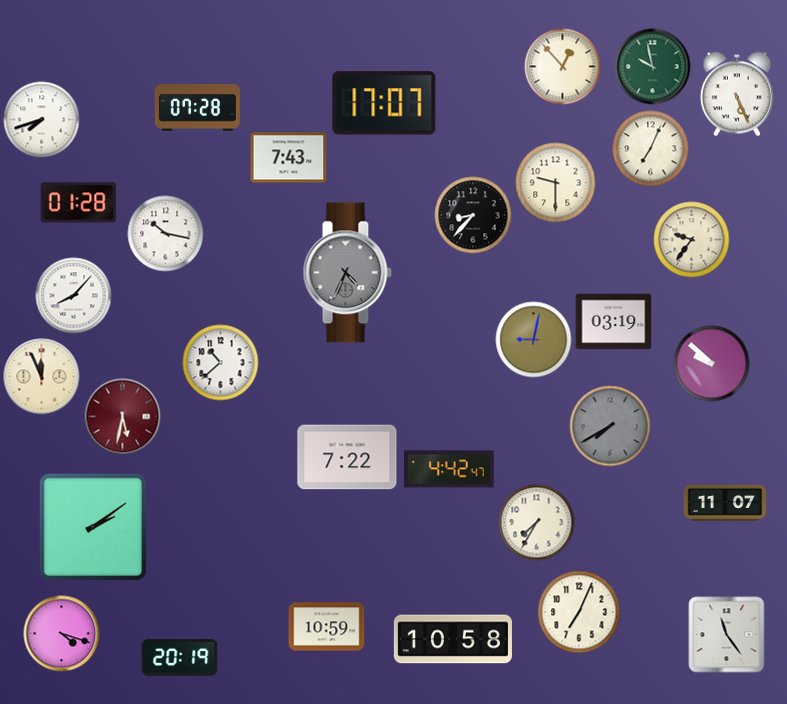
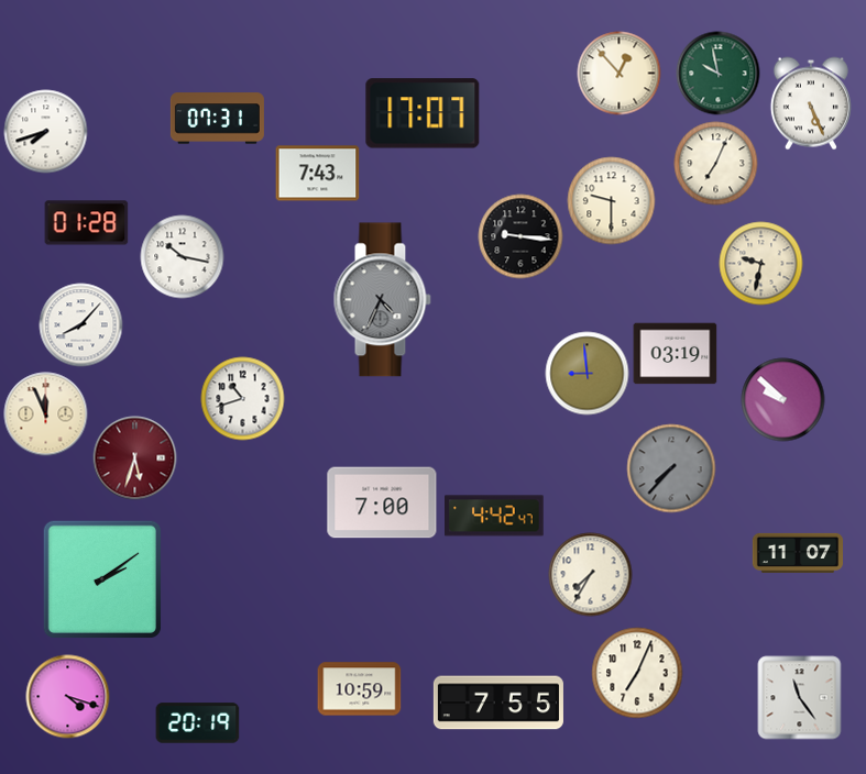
clock at (197, 108): 07:28 -> 07:31
clock at (473, 215): 8:37 -> 9:16
clock at (692, 240): 9:36 -> 9:32
clock at (534, 340): 9:02 -> 8:59
clock at (221, 363): 10:38 -> 10:42
clock at (123, 417): 5:32 -> 5:33
clock at (610, 426): 7:40 -> 7:37
clock at (347, 457): 7:22 -> 7:00
clock at (453, 639): 10:58 -> 7:55
